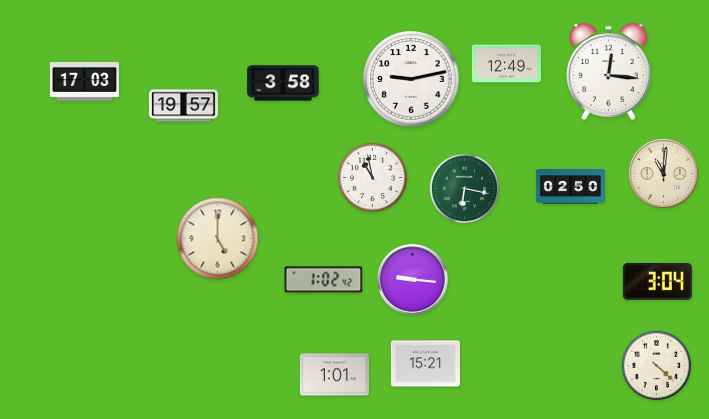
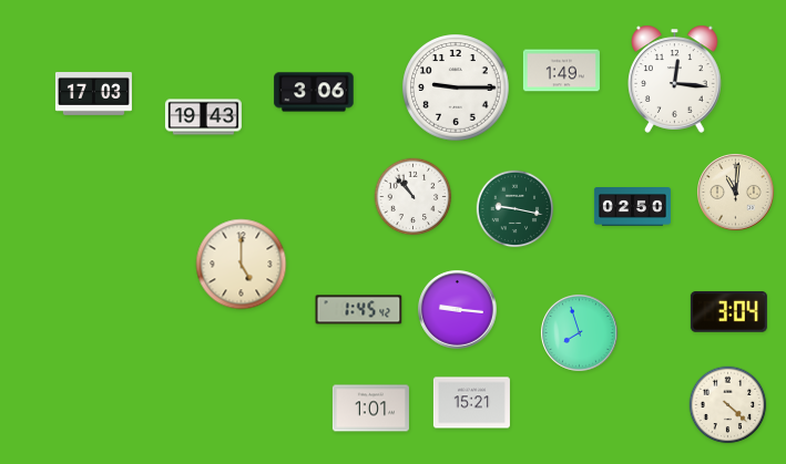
clock at (506, 64): 12:49 -> 1:49
clock at (411, 79): 9:13 -> 9:15
clock at (84, 82) position: (84, 82) -> (93, 94)
clock at (283, 83): 3:58 -> 3:06
clock at (183, 106): 19:57 -> 19:43
clock at (373, 178): 10:58 -> 10:53
clock at (465, 189): 6:17 -> 9:17
clock at (324, 280): 1:02 -> 1:45
clock at (580, 333): none -> 7:57
clock at (334, 375) position: (334, 375) -> (370, 409)
